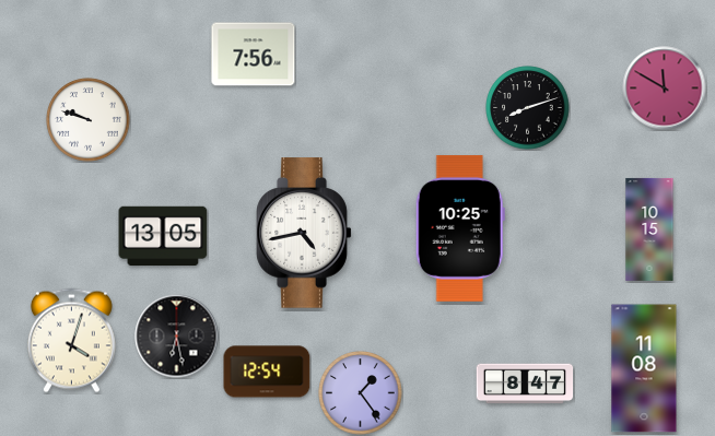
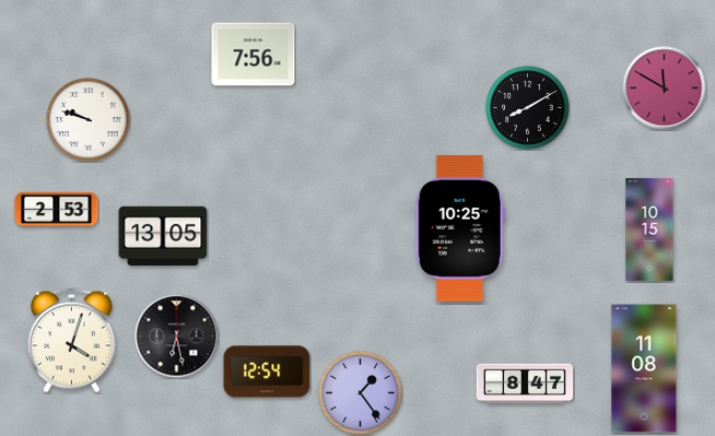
clock at (528, 108): 8:12 -> 8:10
clock at (57, 209): none -> 2:53
clock at (304, 233): 4:43 -> none
